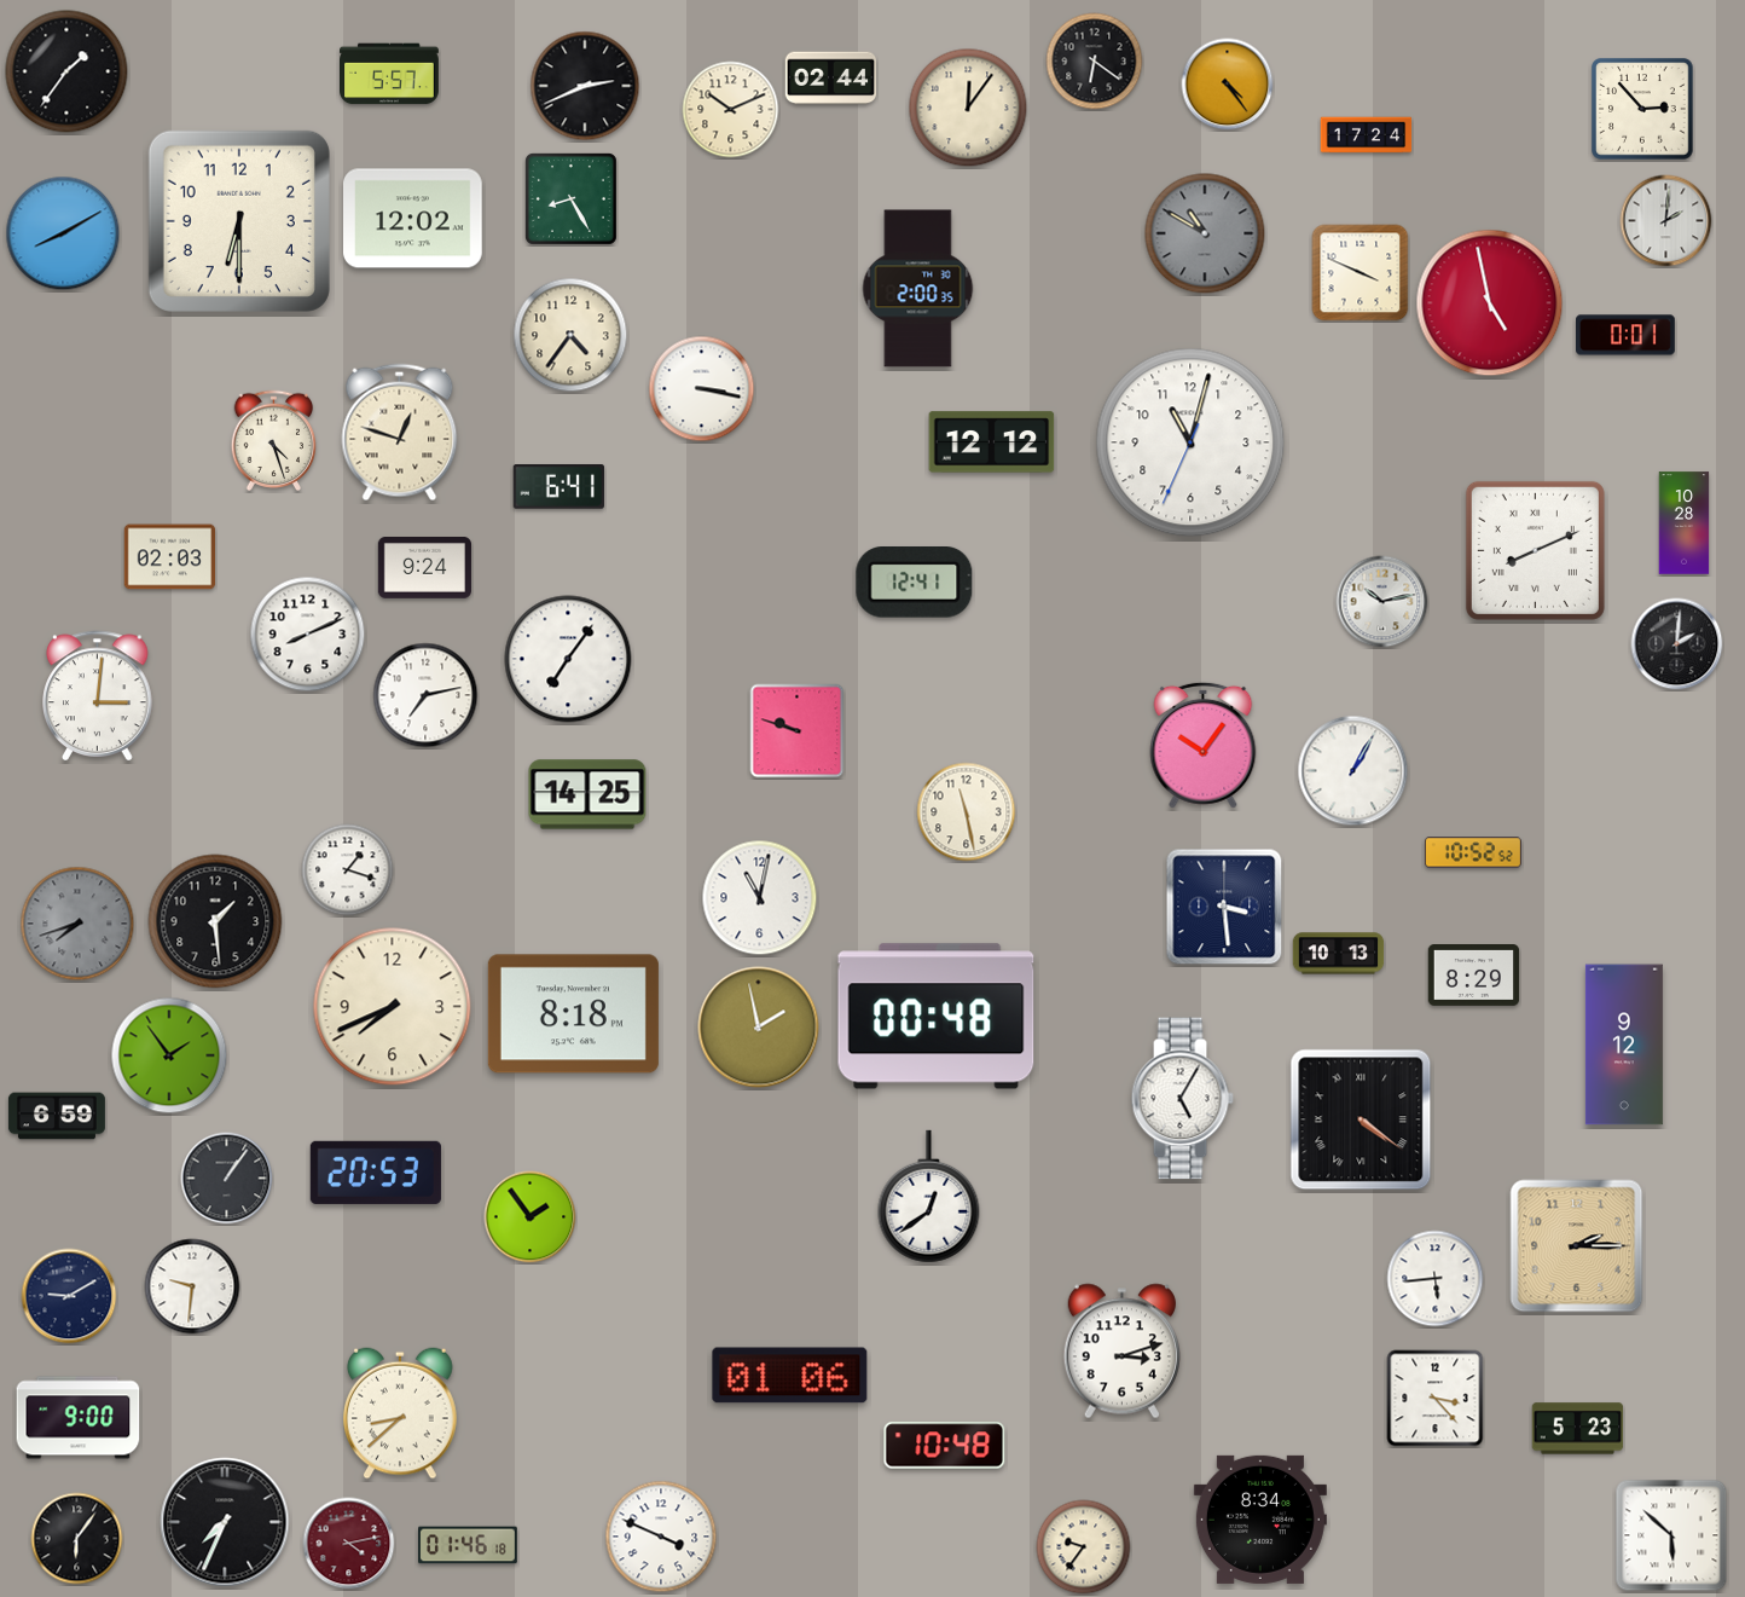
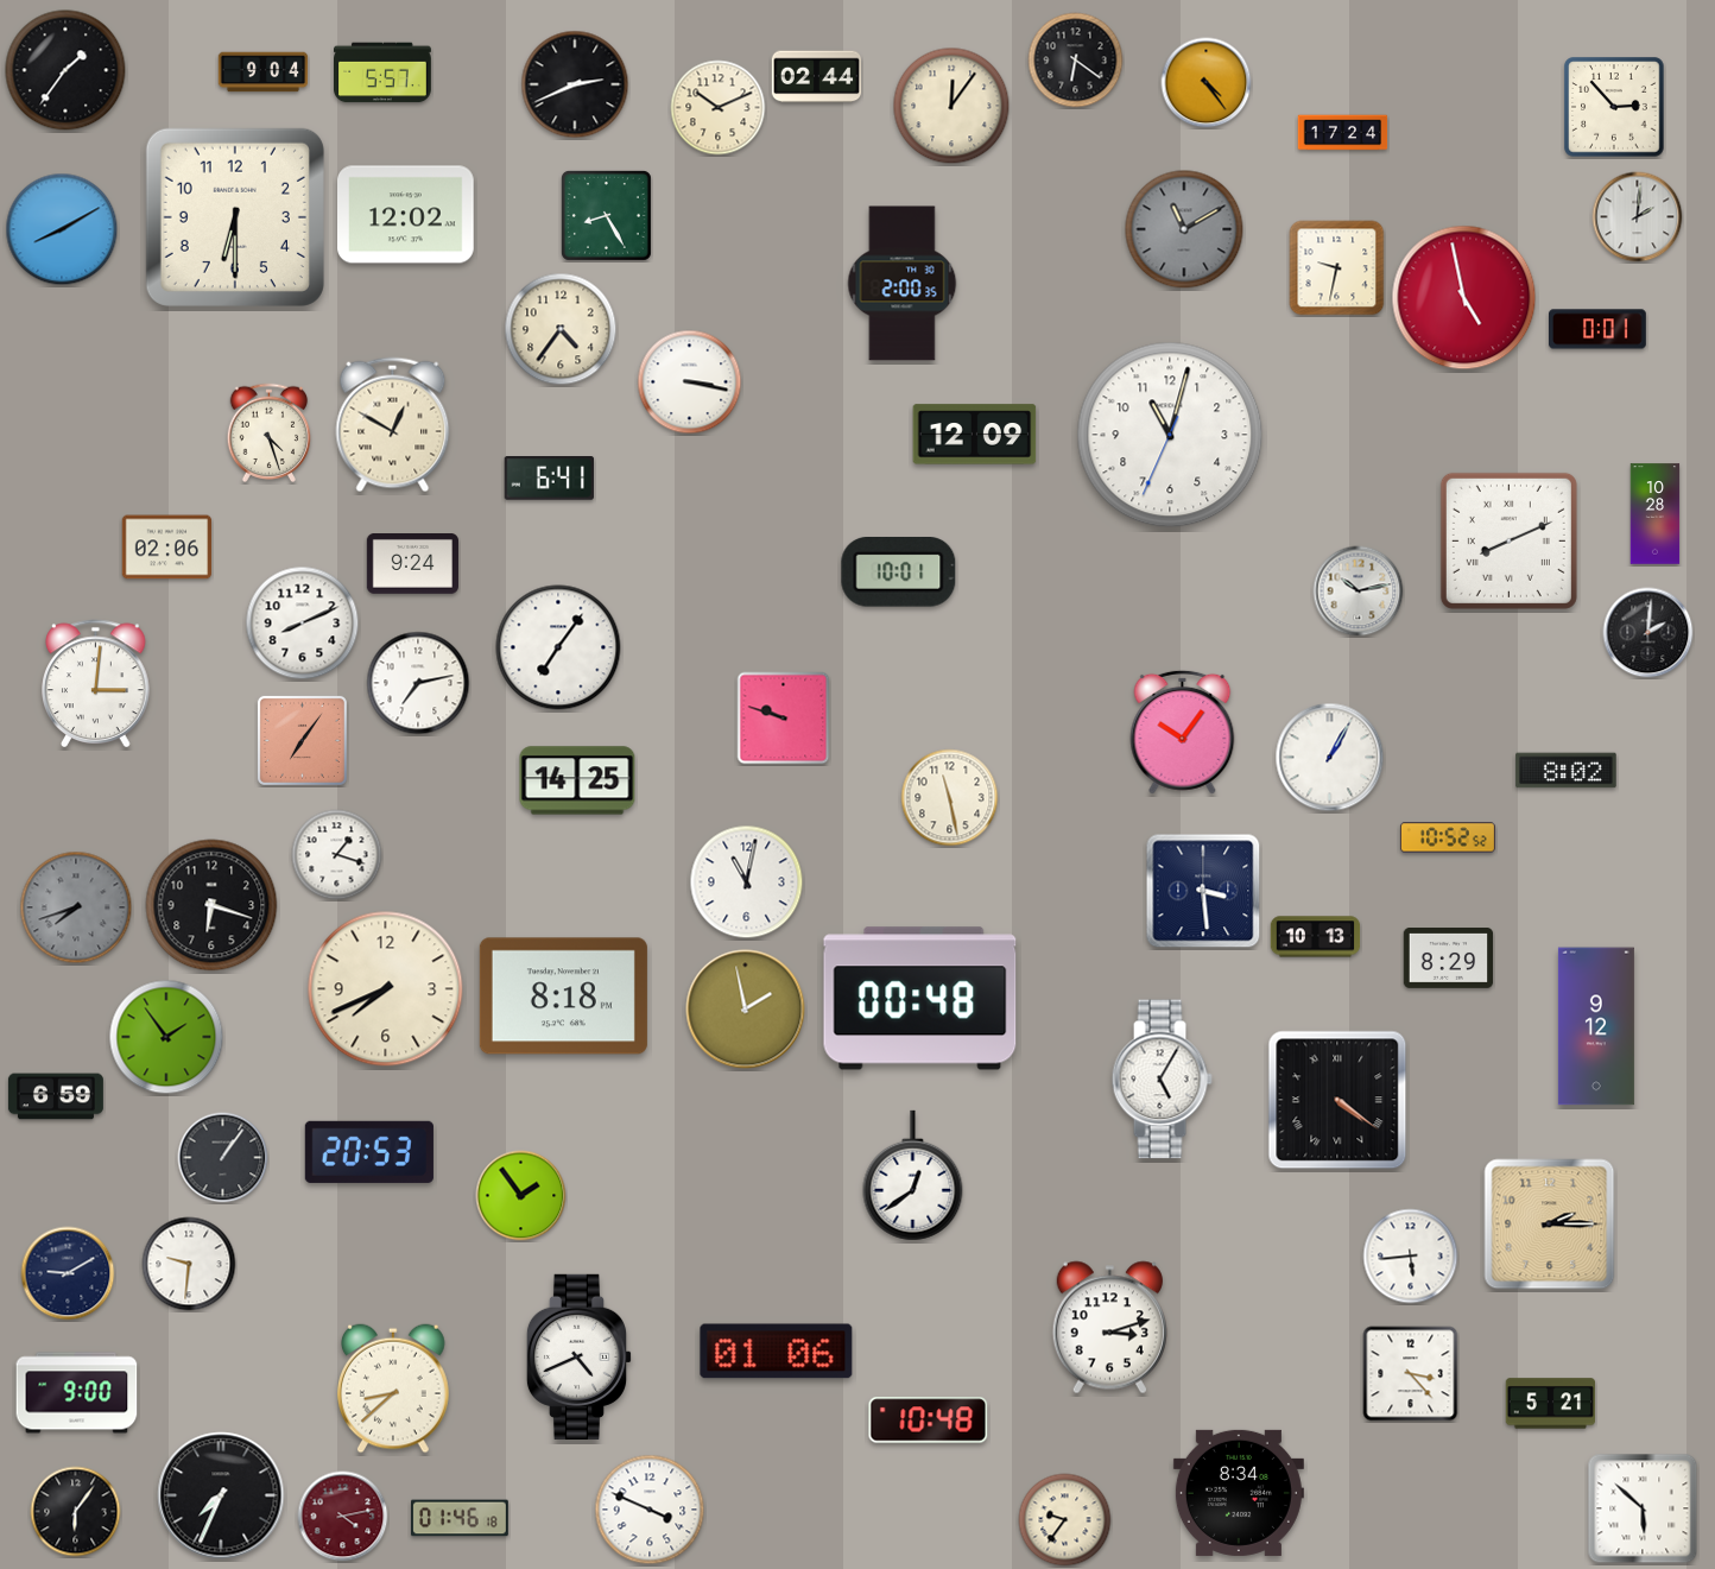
clock at (264, 72): none -> 9:04
clock at (570, 198) position: (570, 198) -> (606, 215)
clock at (1205, 233): 10:50 -> 11:10
clock at (1361, 273): 3:49 -> 9:32
clock at (400, 433): 12:48 -> 12:50
clock at (992, 442): 12:12 -> 12:09
clock at (170, 557): 02:03 -> 02:06
clock at (424, 568) position: (424, 568) -> (412, 564)
clock at (915, 583): 12:41 -> 10:01
clock at (302, 740): none -> 7:06
clock at (1567, 771): none -> 8:02
clock at (348, 870) position: (348, 870) -> (337, 855)
clock at (215, 921): 1:29 -> 6:18
clock at (1121, 1352) position: (1121, 1352) -> (1109, 1328)
clock at (580, 1356): none -> 4:41
clock at (1578, 1429): 5:23 -> 5:21
